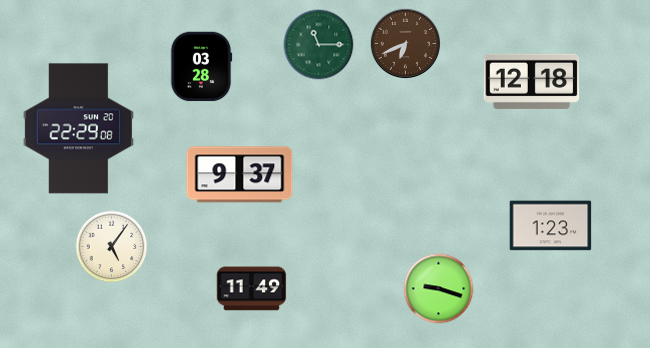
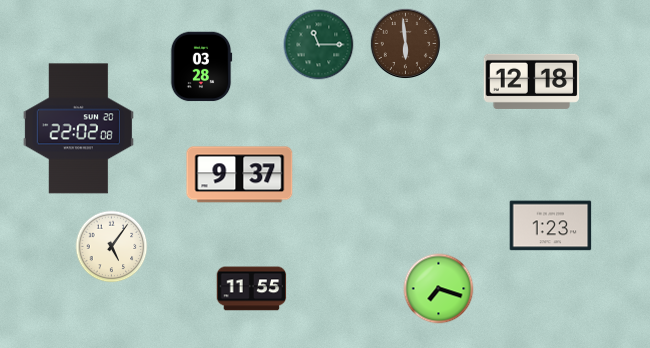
clock at (406, 44): 6:41 -> 5:59
clock at (78, 129): 22:29 -> 22:02
clock at (252, 289): 11:49 -> 11:55
clock at (439, 289): 9:18 -> 7:18
